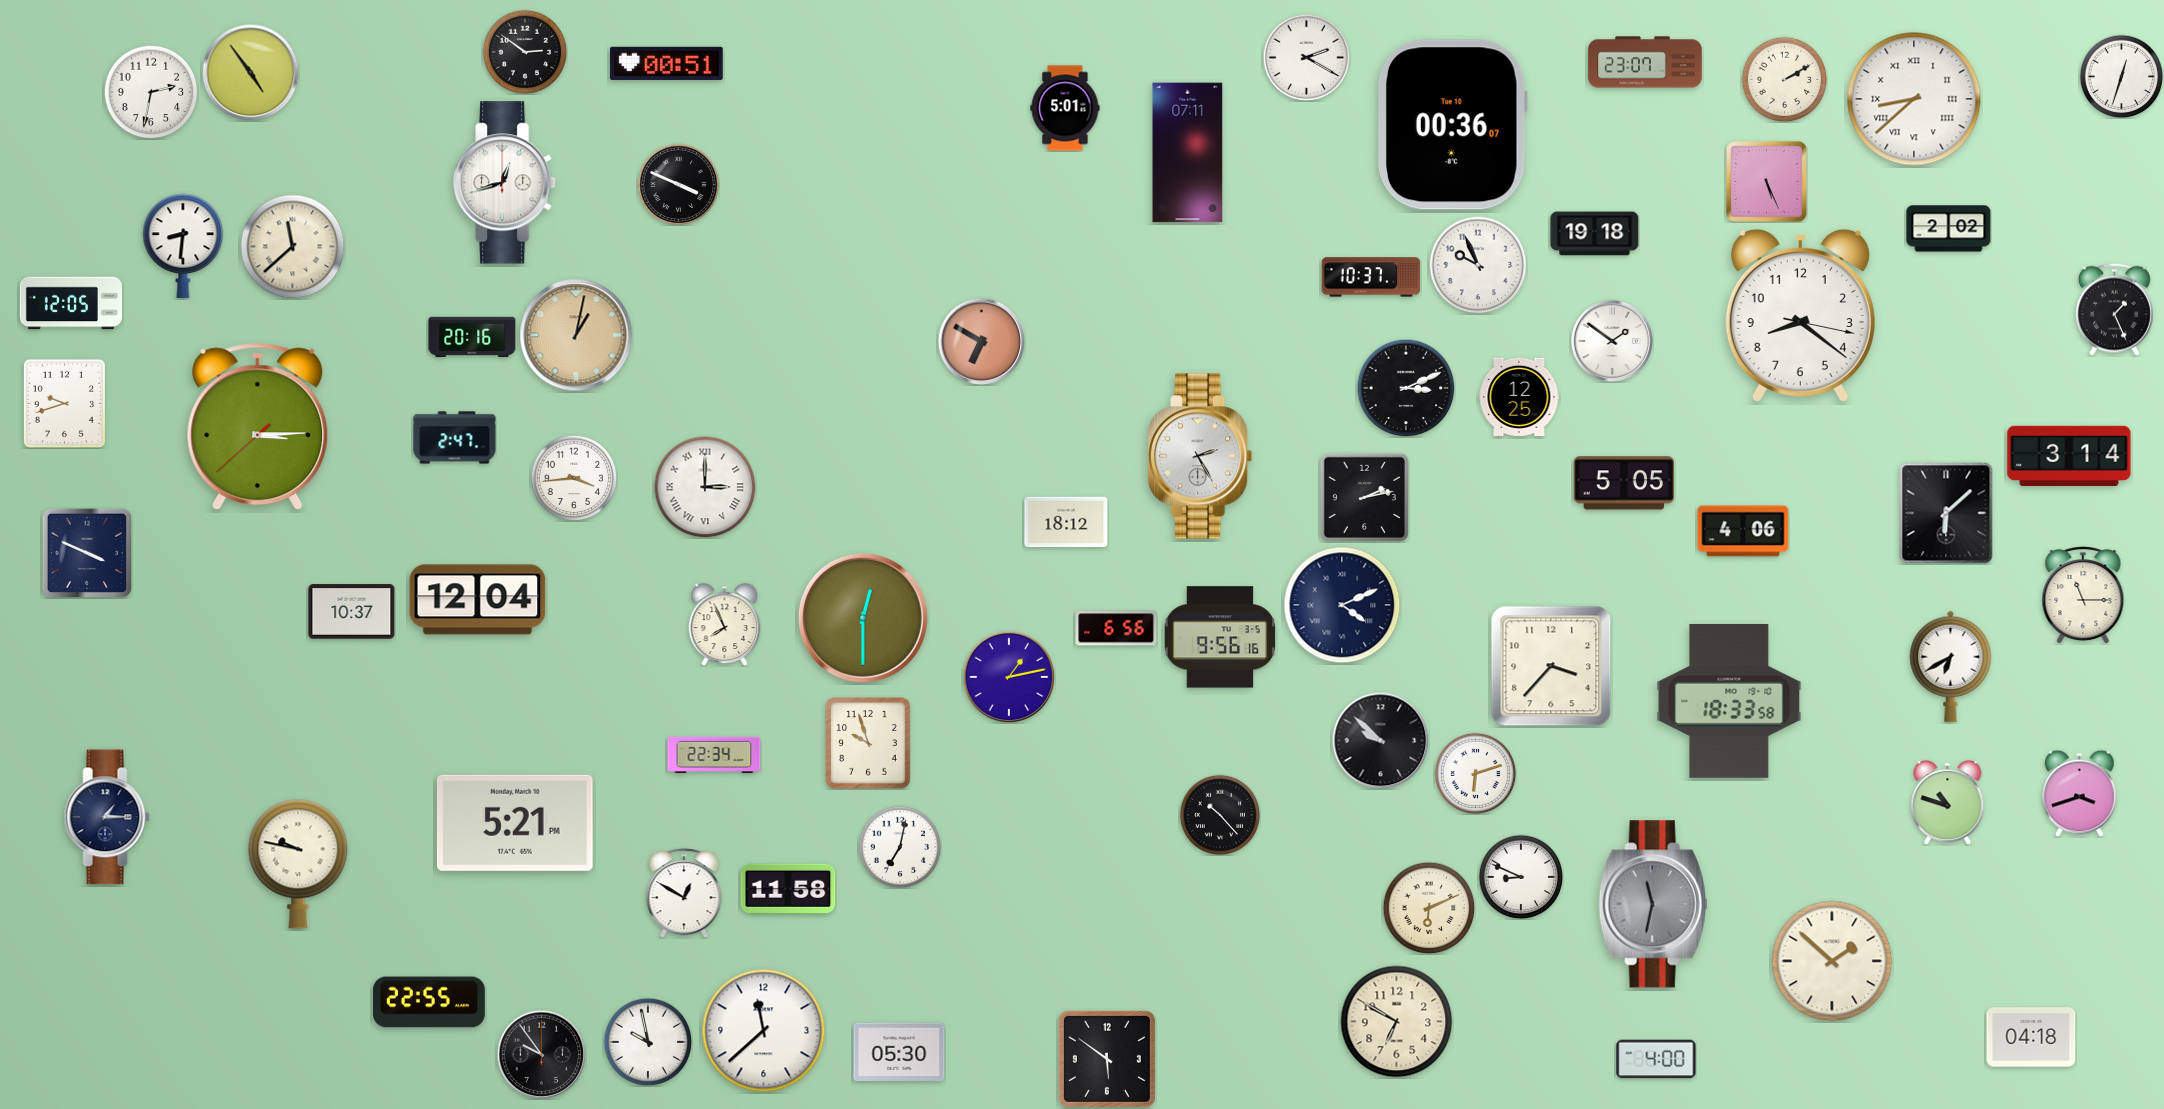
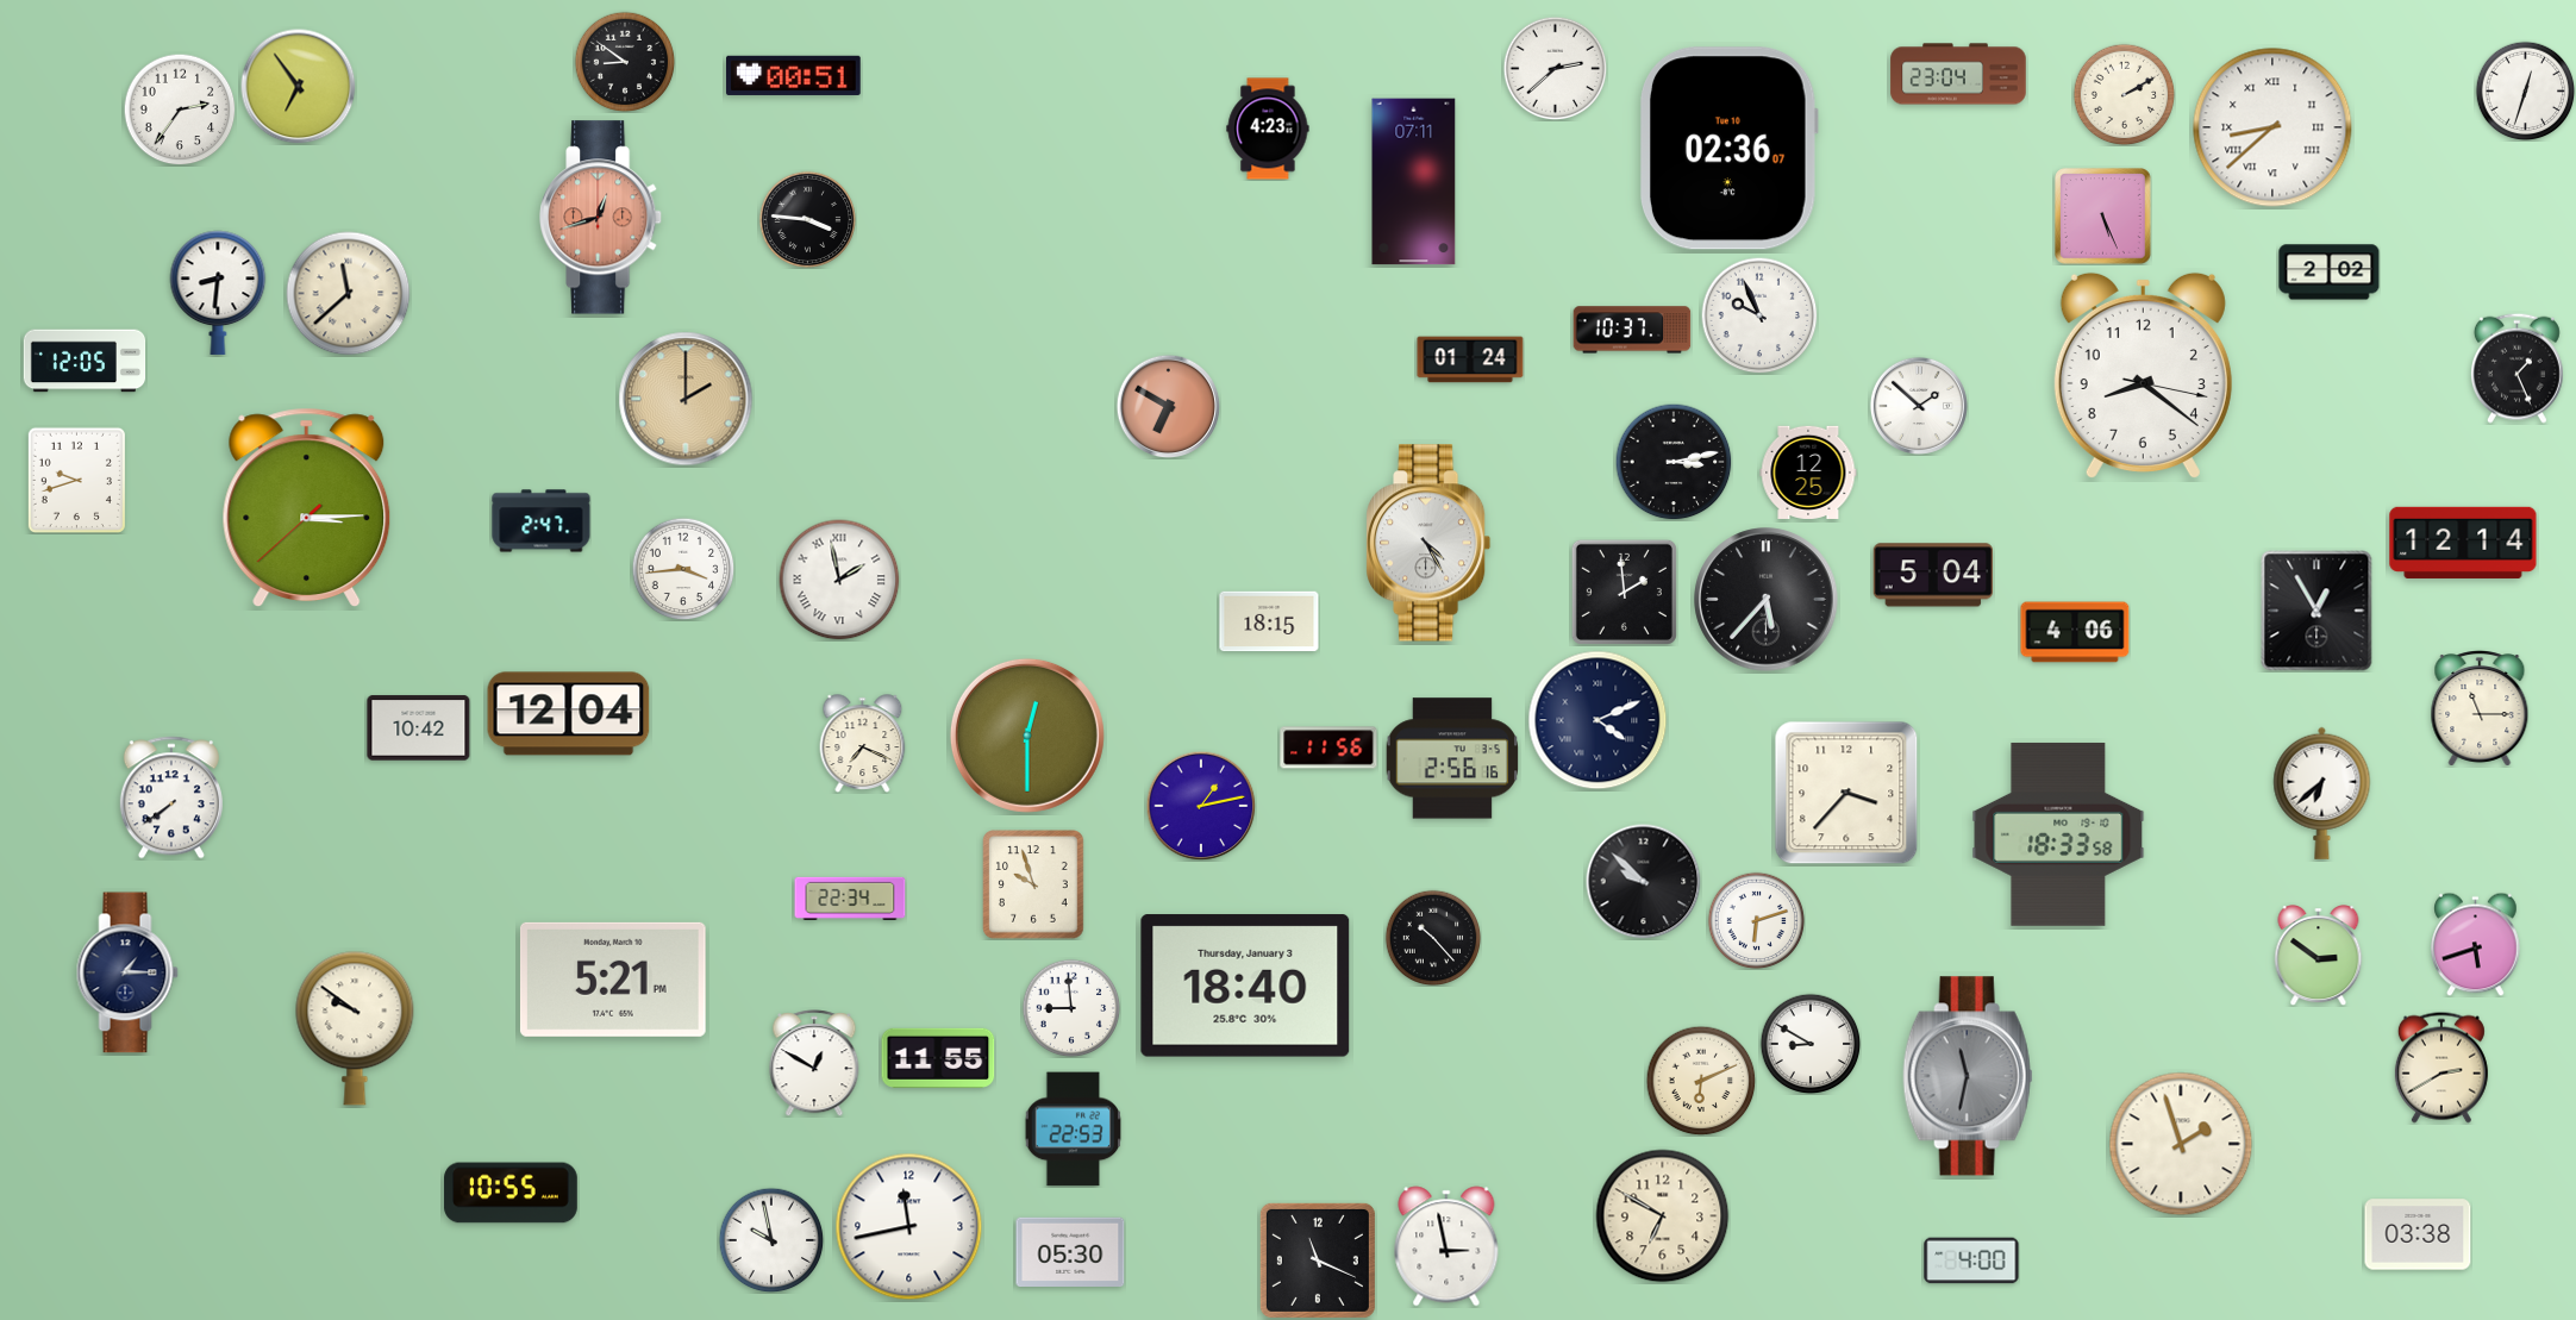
clock at (525, 52): 2:51 -> 8:51
clock at (1306, 57): 2:20 -> 2:38
clock at (1645, 62): 23:07 -> 23:04
clock at (251, 73): 4:54 -> 6:54
clock at (151, 92): 2:32 -> 2:36
clock at (1914, 99) position: (1914, 99) -> (2272, 127)
clock at (1065, 108): 5:01 -> 4:23
clock at (1453, 125): 00:36 -> 02:36
clock at (506, 183) dial: white -> salmon
clock at (678, 184): 3:49 -> 3:46
clock at (1949, 229) position: (1949, 229) -> (2330, 273)
clock at (1595, 234): 19:18 -> none
clock at (1470, 359): none -> 01:24
clock at (576, 335): 1:02 -> 2:00
clock at (472, 337): 20:16 -> none
clock at (1612, 341): 1:51 -> 1:52
clock at (1406, 388): 3:11 -> 3:13
clock at (2069, 455): 3:14 -> 12:14
clock at (1201, 456): 2:25 -> 4:25
clock at (1623, 483): 5:05 -> 5:04
clock at (705, 487): 3:00 -> 1:58
clock at (1364, 497): 2:13 -> 1:59
clock at (1767, 600): none -> 5:37
clock at (1946, 513): 6:08 -> 12:55
clock at (1066, 522): 18:12 -> 18:15
clock at (86, 552): 3:49 -> none
clock at (352, 612): 10:37 -> 10:42
clock at (725, 625): 7:56 -> 7:19
clock at (1116, 628): 6:56 -> 11:56
clock at (1220, 637): 9:56 -> 2:56
clock at (1951, 666): 6:40 -> 6:38
clock at (171, 797): none -> 7:39
clock at (2080, 793): 3:42 -> 5:42
clock at (1948, 803): 10:48 -> 2:51
clock at (1220, 815) position: (1220, 815) -> (1433, 938)
clock at (1245, 986): none -> 18:40
clock at (900, 847): 7:02 -> 8:59
clock at (298, 864): 9:47 -> 9:51
clock at (1521, 877): 8:49 -> 8:50
clock at (788, 889): 11:58 -> 11:55
clock at (2441, 1068): none -> 2:40
clock at (1074, 1130): none -> 22:53
clock at (1832, 961): 1:52 -> 1:57
clock at (429, 1002): 22:55 -> 10:55
clock at (764, 1031): 11:38 -> 11:43
clock at (2031, 1037): 04:18 -> 03:38
clock at (1446, 1246): none -> 2:58
clock at (541, 1054): 9:54 -> none
clock at (1107, 1059): 5:51 -> 11:19
